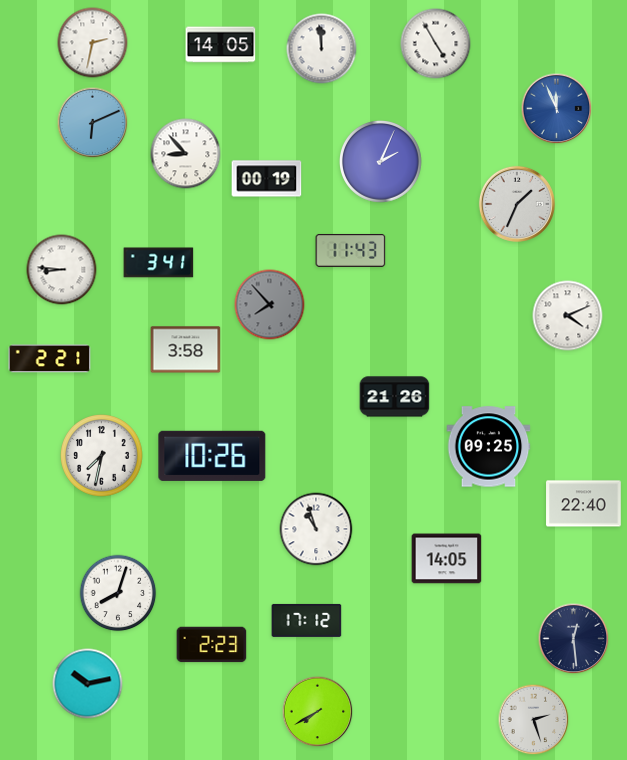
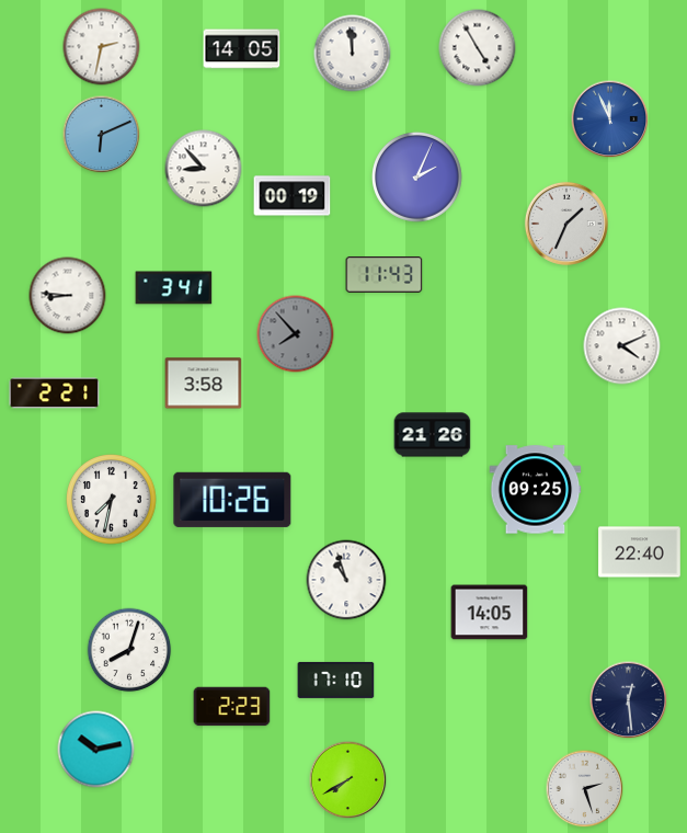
clock at (307, 620): 17:12 -> 17:10
